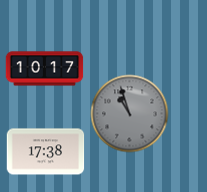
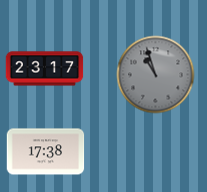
clock at (44, 69): 10:17 -> 23:17
clock at (129, 113) position: (129, 113) -> (155, 74)
